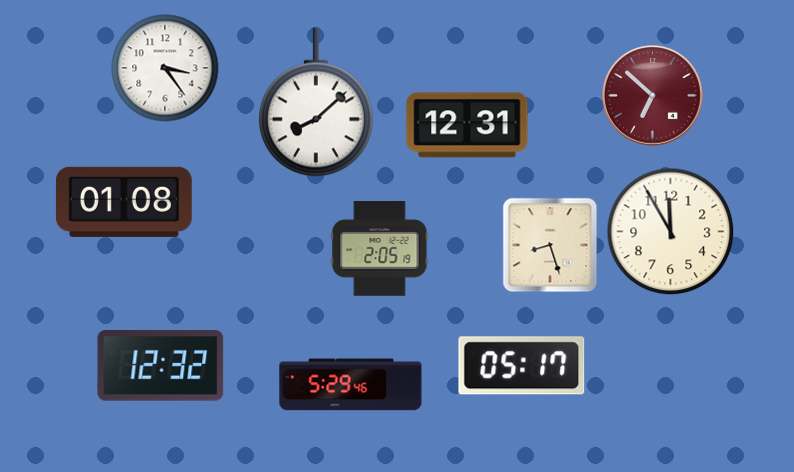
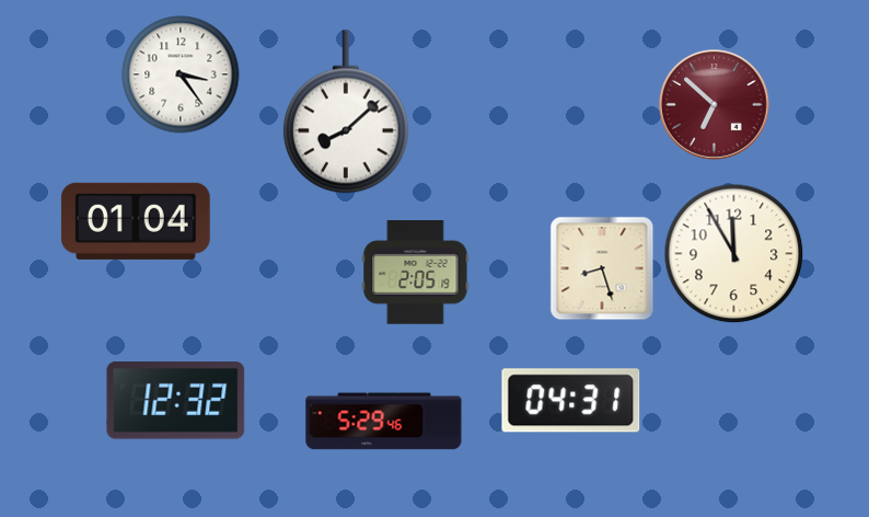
clock at (467, 125): 12:31 -> none
clock at (124, 202): 01:08 -> 01:04
clock at (522, 366): 05:17 -> 04:31
